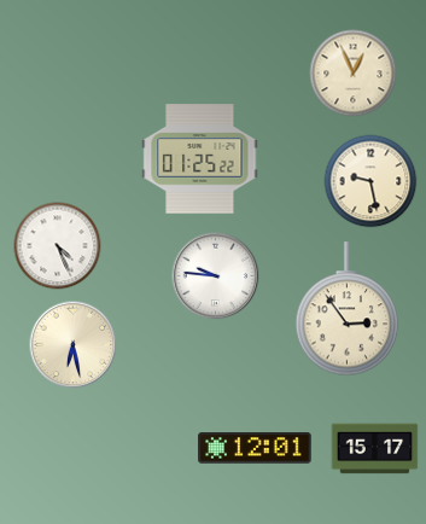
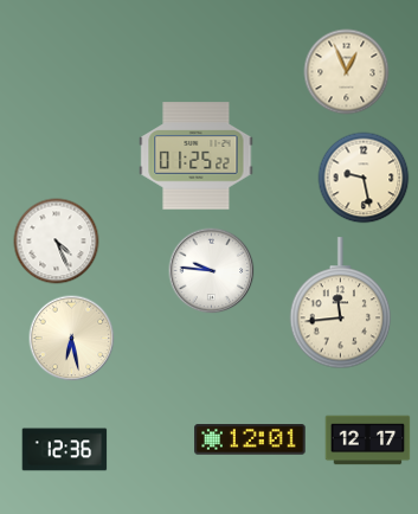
clock at (348, 309): 2:54 -> 11:44
clock at (375, 449): 15:17 -> 12:17
clock at (65, 450): none -> 12:36
